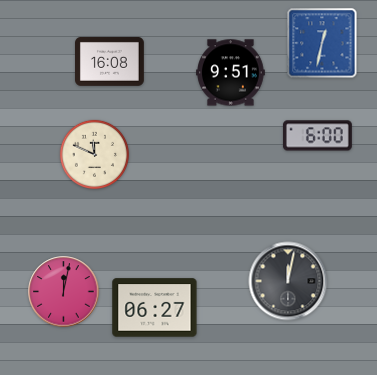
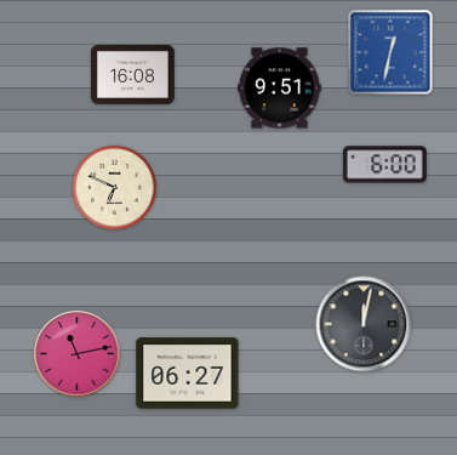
clock at (94, 154): 11:49 -> 6:49
clock at (288, 281) position: (288, 281) -> (364, 324)
clock at (64, 292): 12:02 -> 11:13
